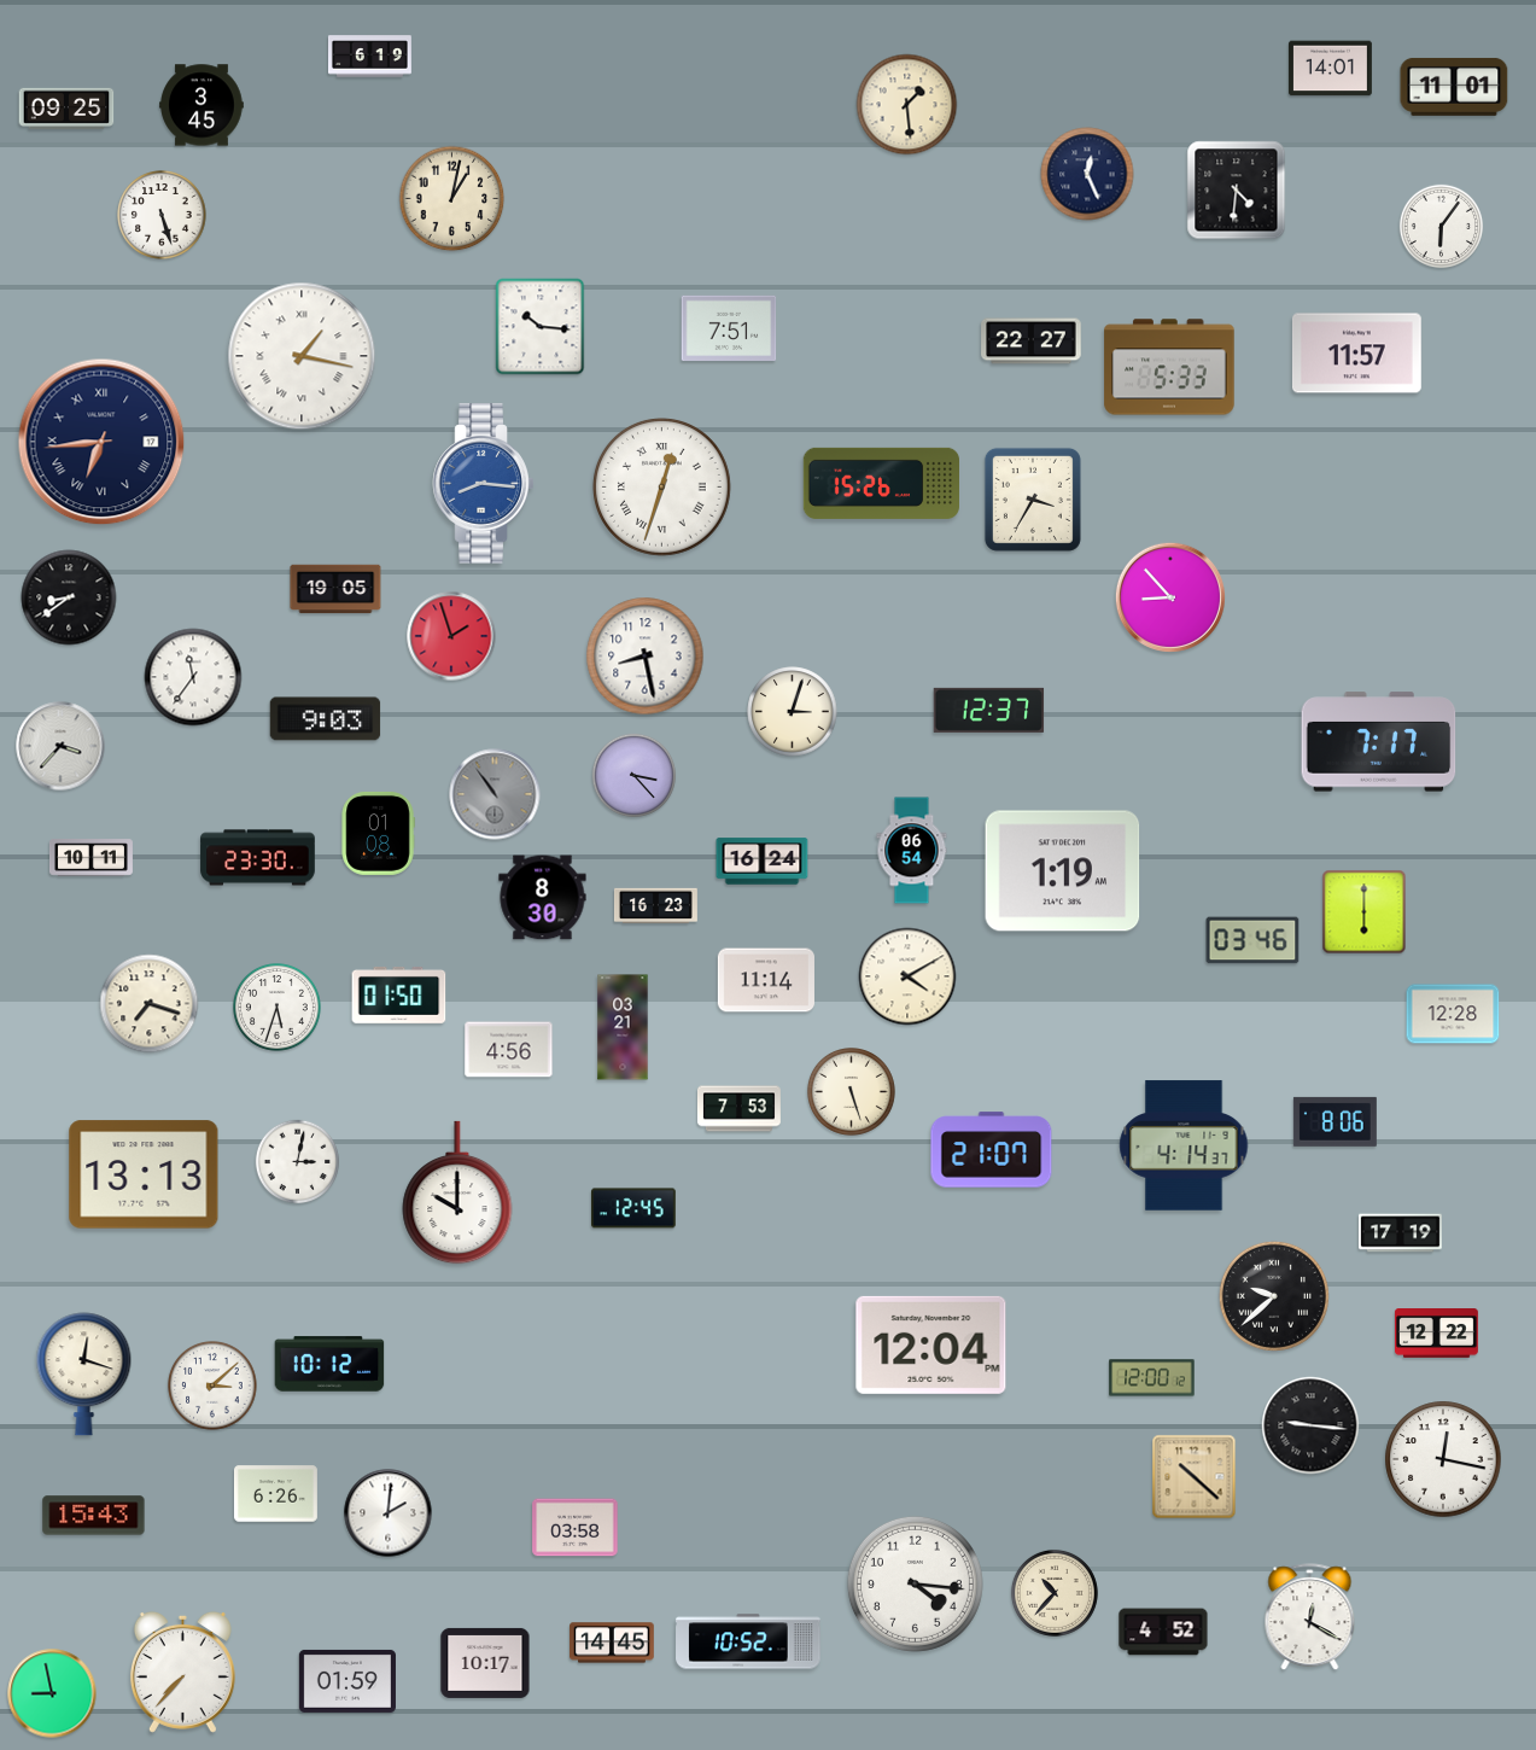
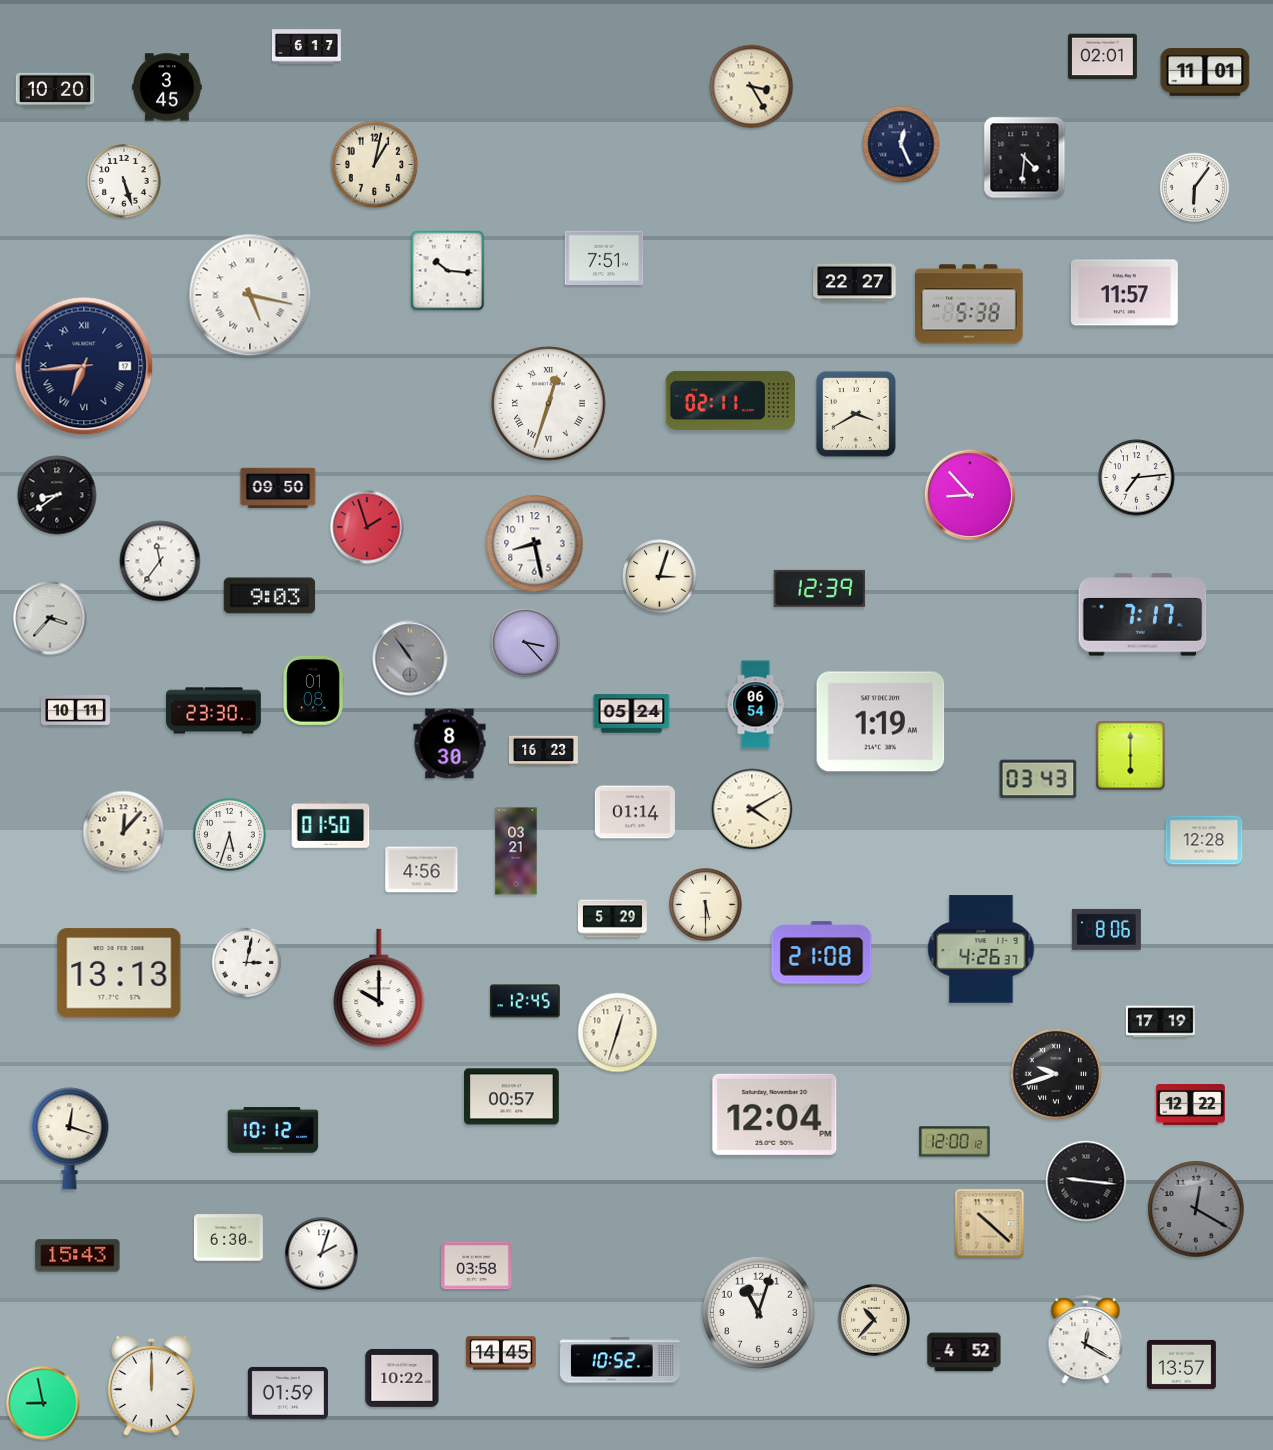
clock at (369, 57): 6:19 -> 6:17
clock at (1330, 69): 14:01 -> 02:01
clock at (907, 105): 1:29 -> 3:25
clock at (66, 109): 09:25 -> 10:20
clock at (162, 215) position: (162, 215) -> (124, 181)
clock at (729, 328) position: (729, 328) -> (604, 258)
clock at (302, 356): 1:17 -> 5:17
clock at (1169, 367): 5:33 -> 5:38
clock at (881, 483): 15:26 -> 02:11
clock at (484, 484): 8:16 -> none
clock at (1033, 500): 3:35 -> 3:40
clock at (1137, 478): none -> 7:14
clock at (335, 589): 19:05 -> 09:50
clock at (451, 636) position: (451, 636) -> (367, 527)
clock at (989, 710): 12:37 -> 12:39
clock at (793, 712) position: (793, 712) -> (660, 577)
clock at (763, 862): 16:24 -> 05:24
clock at (1252, 940): 03:46 -> 03:43
clock at (766, 980): 11:14 -> 01:14
clock at (150, 1004): 7:18 -> 12:07
clock at (852, 1092): 5:27 -> 5:30
clock at (738, 1109): 7:53 -> 5:29
clock at (1184, 1145): 4:14 -> 4:26
clock at (992, 1150): 21:07 -> 21:08
clock at (618, 1033): none -> 12:33
clock at (1274, 1296): 9:38 -> 9:42
clock at (512, 1097): none -> 00:57
clock at (931, 1344) position: (931, 1344) -> (775, 1114)
clock at (212, 1386): 3:08 -> none
clock at (1443, 1459): 12:17 -> 12:20
clock at (1443, 1459) dial: white -> grey
clock at (275, 1494): 6:26 -> 6:30
clock at (389, 1513): 2:01 -> 2:03
clock at (915, 1583): 4:16 -> 11:03
clock at (612, 1643) position: (612, 1643) -> (501, 1353)
clock at (1181, 1364): none -> 13:57
clock at (485, 1663): 10:17 -> 10:22
clock at (182, 1672): 7:37 -> 12:00
